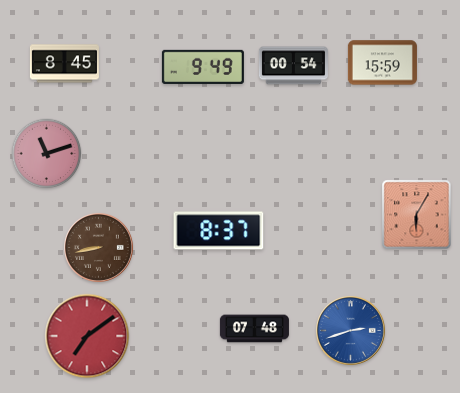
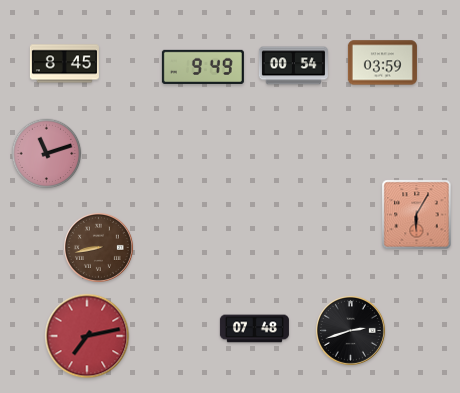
clock at (382, 63): 15:59 -> 03:59
clock at (219, 231): 8:37 -> none
clock at (351, 331) dial: blue -> black
clock at (87, 336): 7:09 -> 7:13
